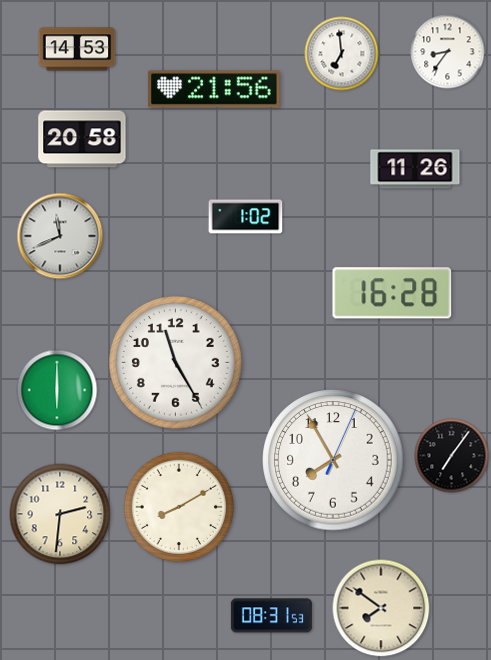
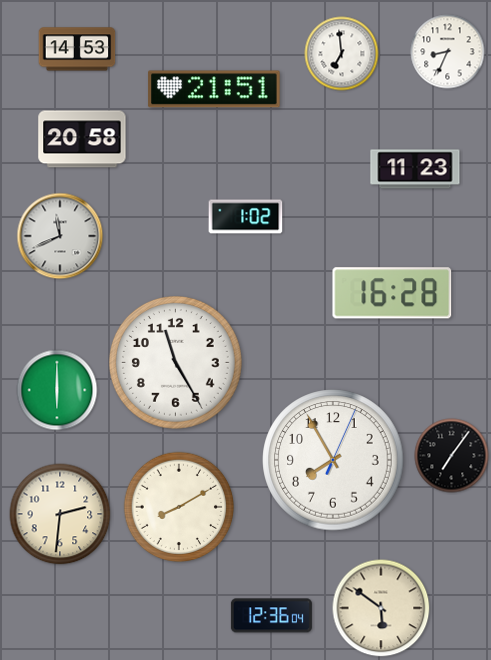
clock at (448, 52): 8:36 -> 8:34
clock at (214, 89): 21:56 -> 21:51
clock at (415, 169): 11:26 -> 11:23
clock at (381, 608): 7:51 -> 5:51
clock at (271, 616): 08:31 -> 12:36
